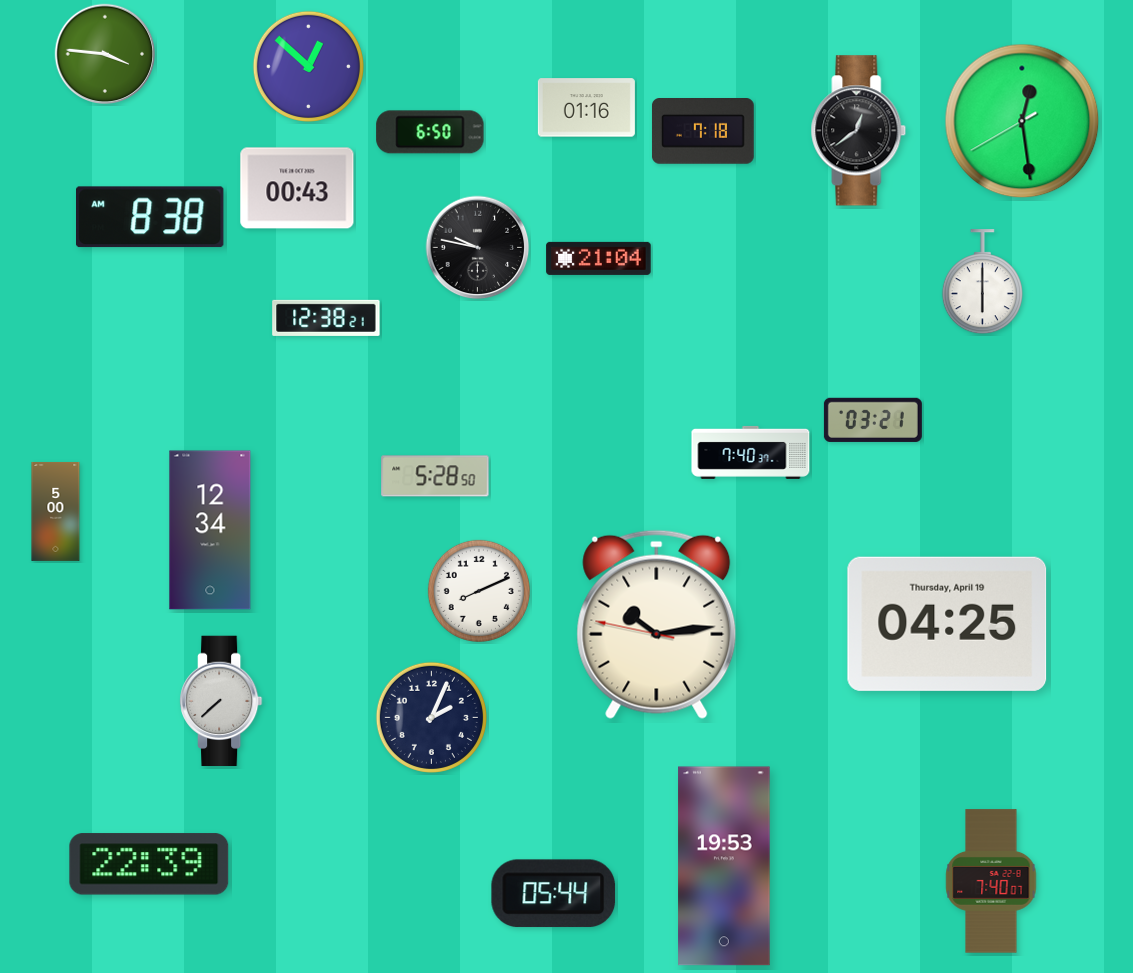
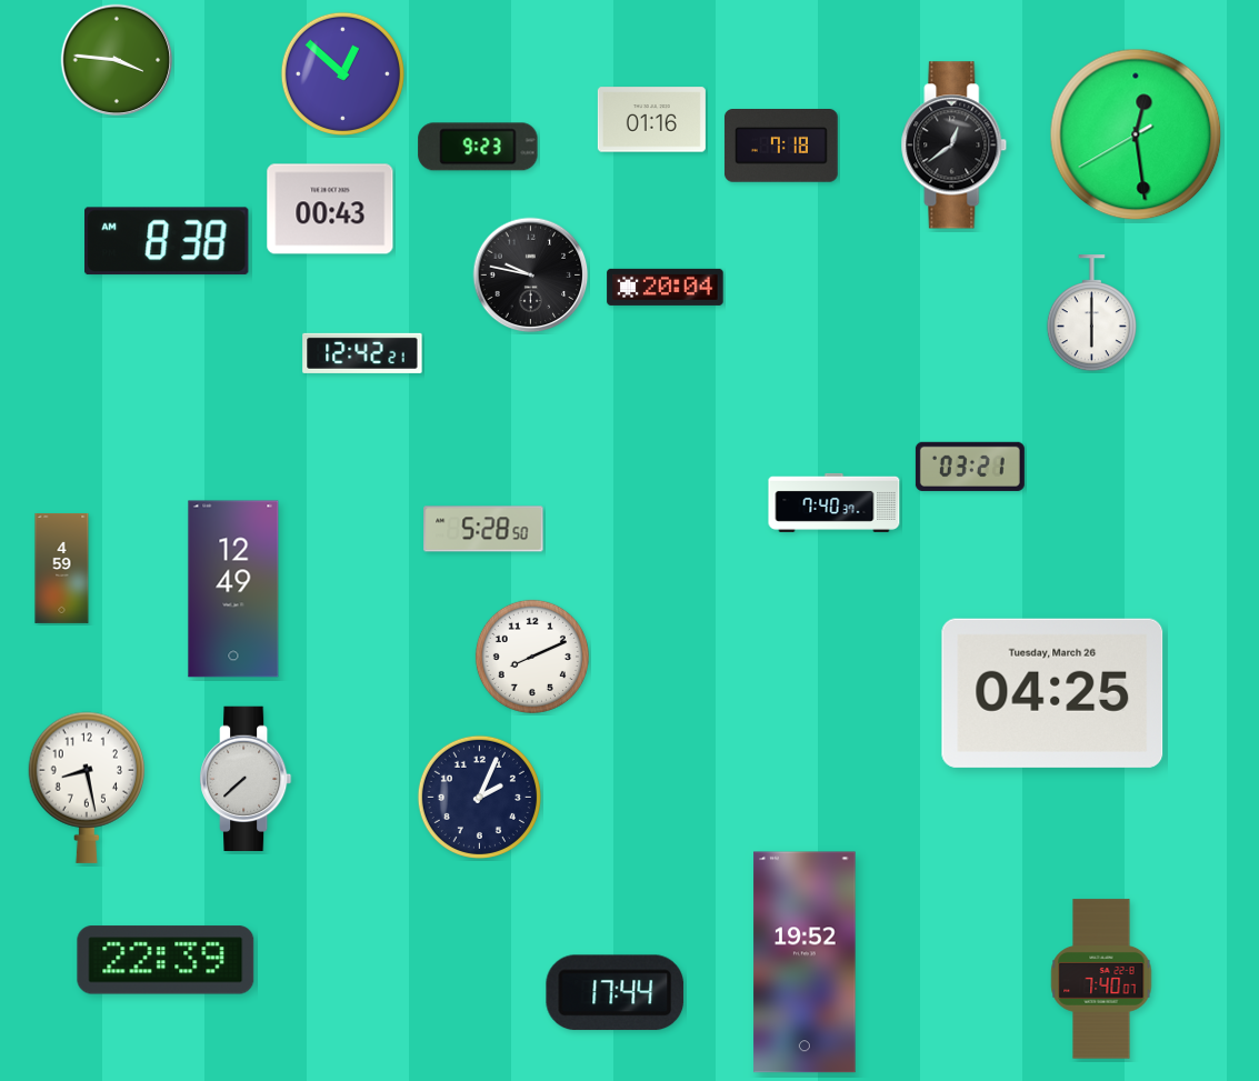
clock at (430, 132): 6:50 -> 9:23
clock at (599, 258): 21:04 -> 20:04
clock at (326, 318): 12:38 -> 12:42
clock at (56, 511): 5:00 -> 4:59
clock at (210, 530): 12:34 -> 12:49
clock at (657, 624): 10:13 -> none
clock at (947, 624) date: Thursday, April 19 -> Tuesday, March 26
clock at (87, 788): none -> 8:28
clock at (724, 866): 19:53 -> 19:52
clock at (554, 894): 05:44 -> 17:44
